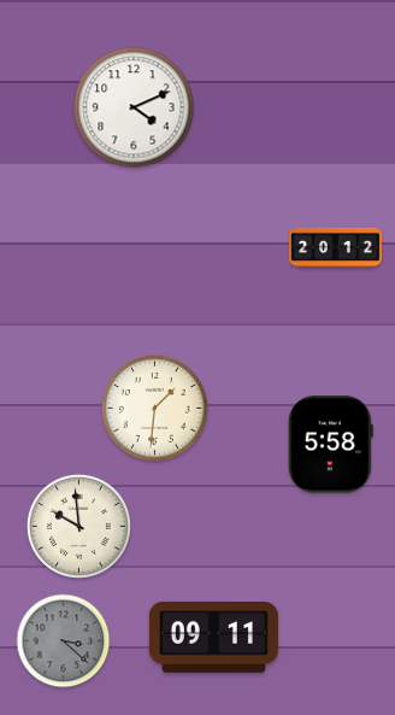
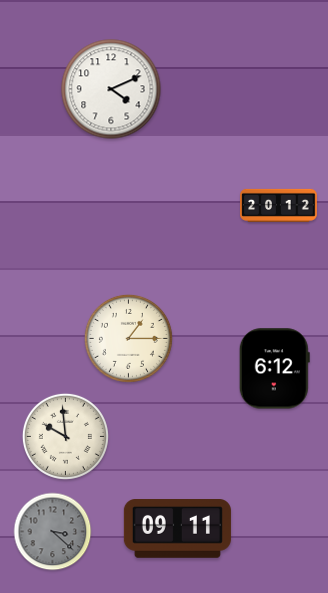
clock at (154, 408): 1:31 -> 1:15
clock at (330, 445): 5:58 -> 6:12
